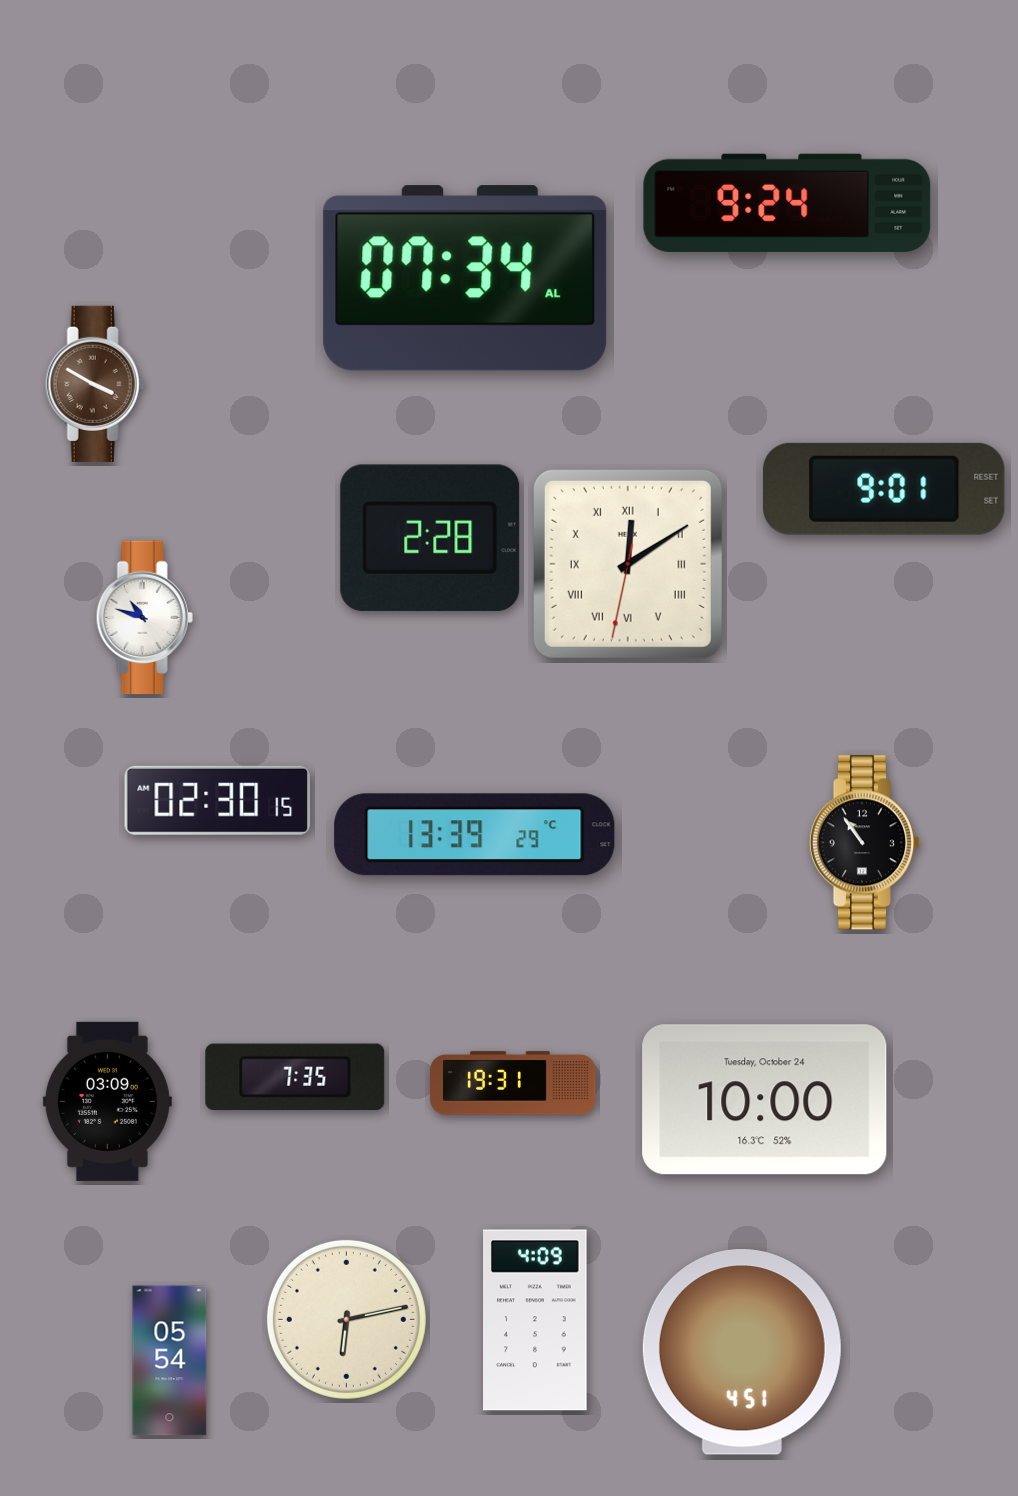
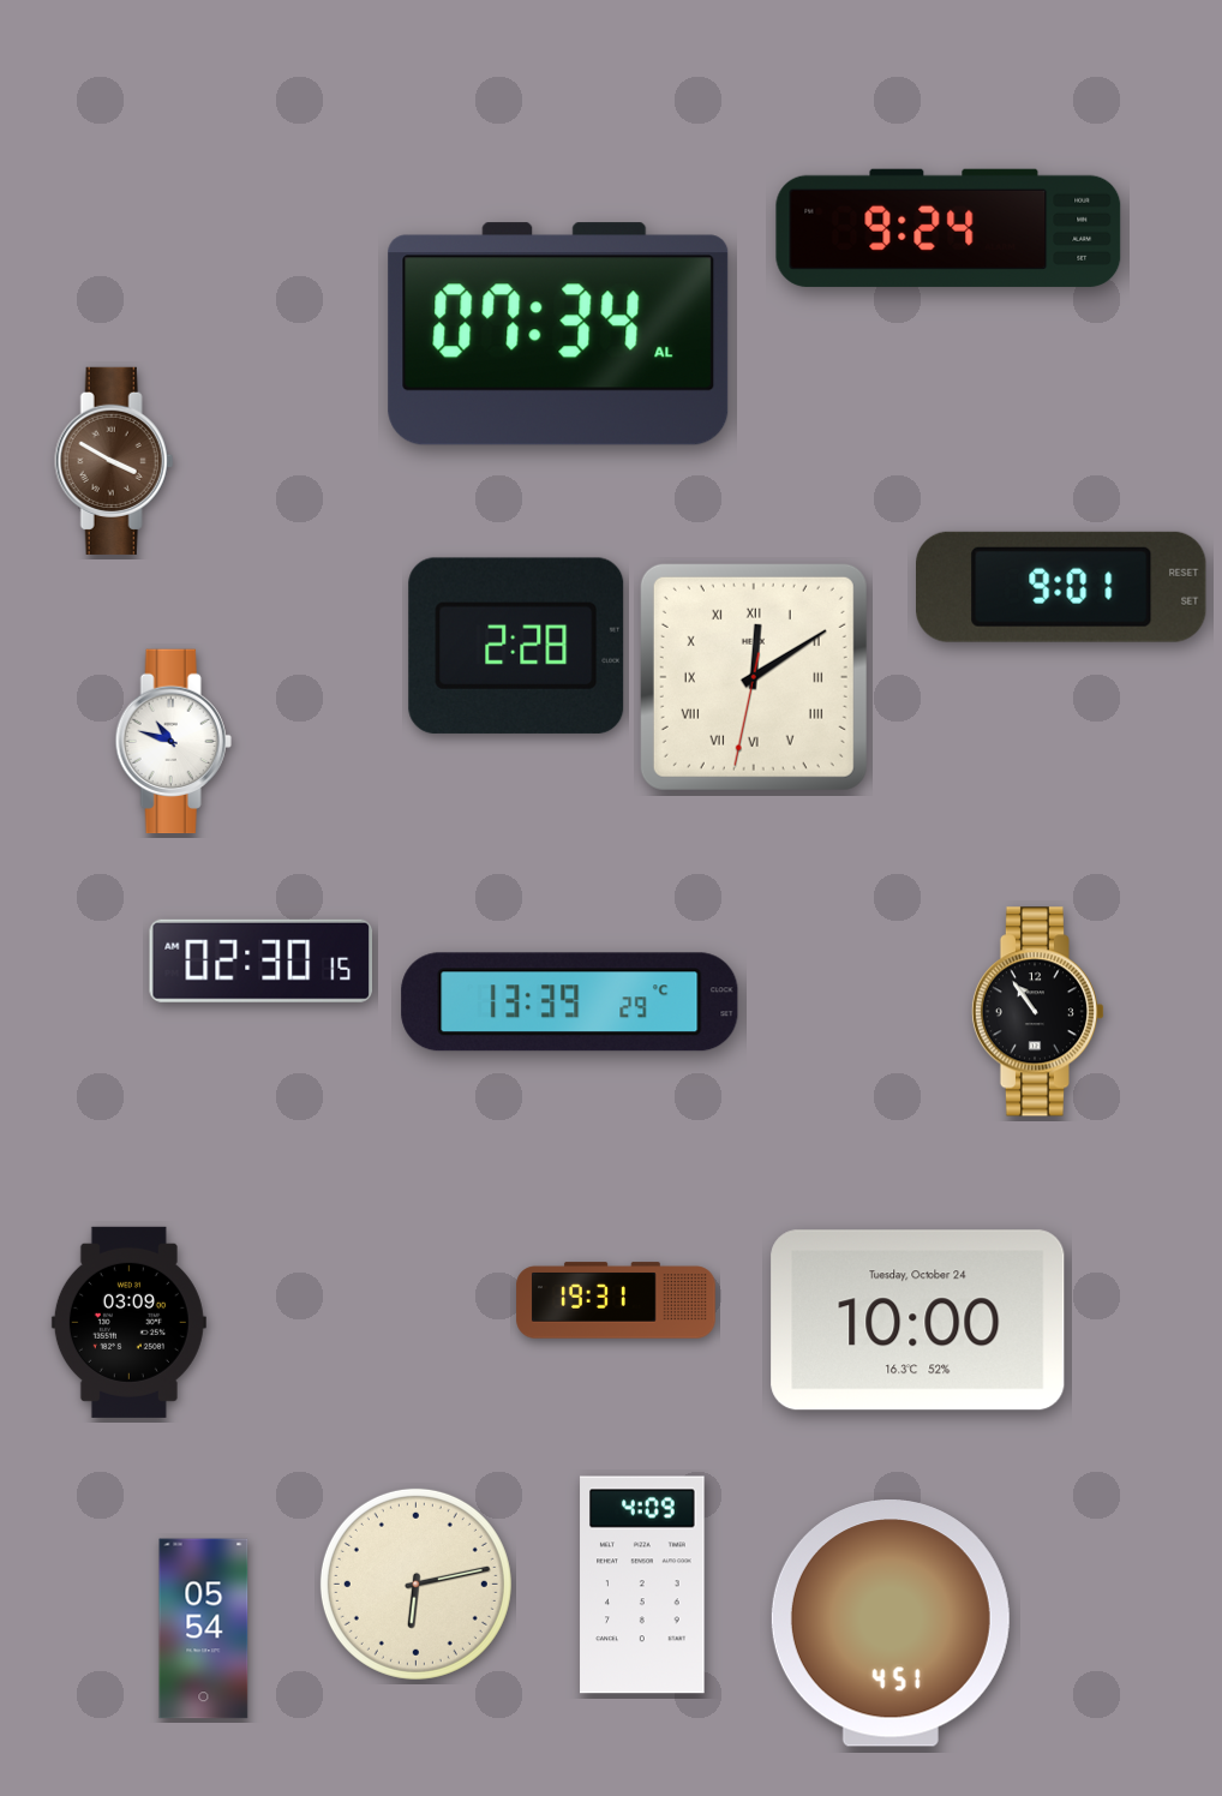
clock at (787, 203) position: (787, 203) -> (948, 228)
clock at (295, 1076): 7:35 -> none
clock at (170, 1361) position: (170, 1361) -> (204, 1629)
